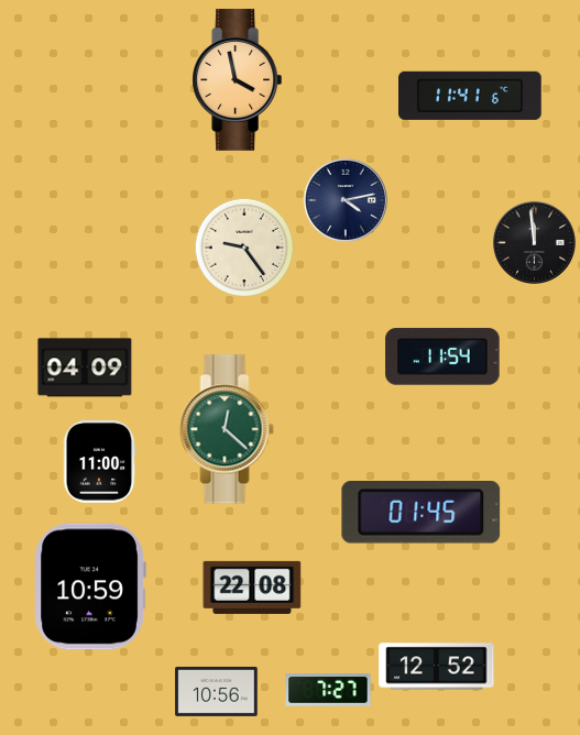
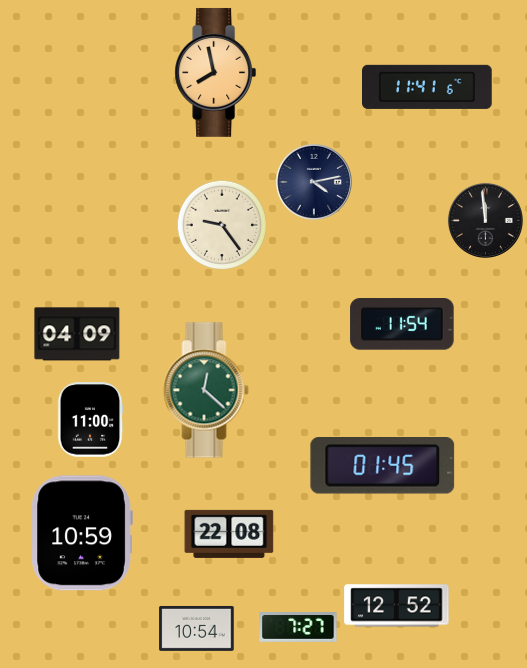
clock at (238, 79): 3:58 -> 7:58
clock at (217, 691): 10:56 -> 10:54
